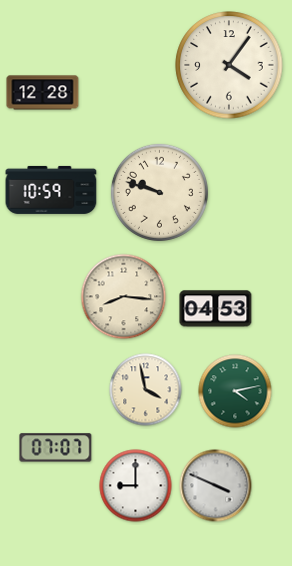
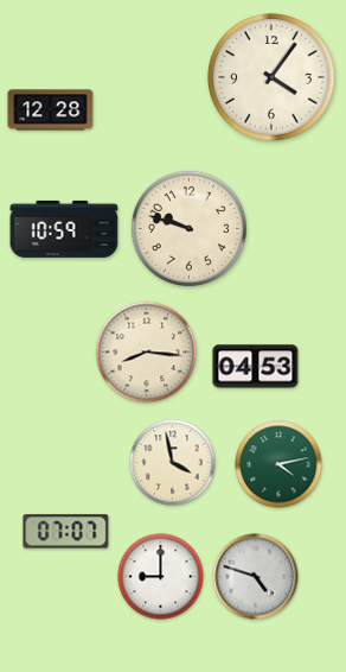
clock at (51, 190) position: (51, 190) -> (64, 229)
clock at (216, 486): 3:49 -> 4:48
